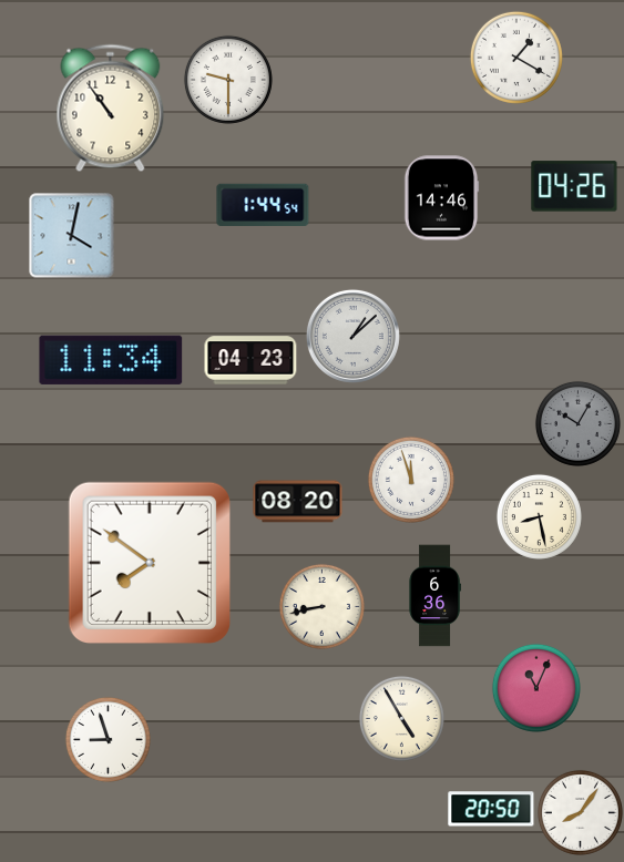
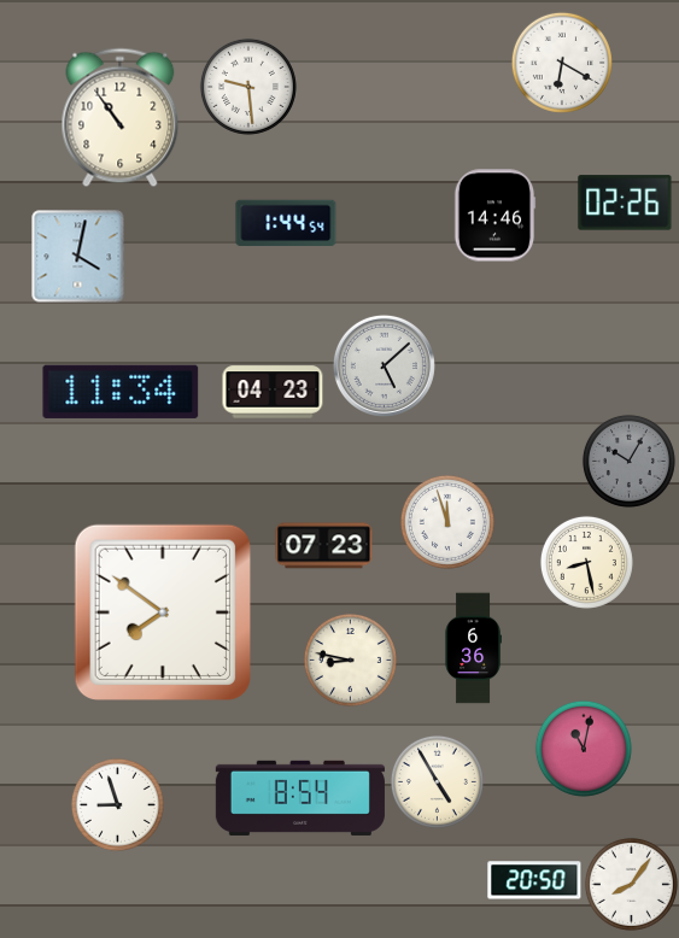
clock at (516, 58): 1:20 -> 6:20
clock at (228, 80): 9:30 -> 9:29
clock at (574, 186): 04:26 -> 02:26
clock at (441, 198) position: (441, 198) -> (494, 216)
clock at (352, 336): 1:08 -> 5:08
clock at (298, 502): 08:20 -> 07:23
clock at (321, 606): 8:43 -> 8:47
clock at (536, 688): 11:04 -> 11:02
clock at (300, 798): none -> 8:54
